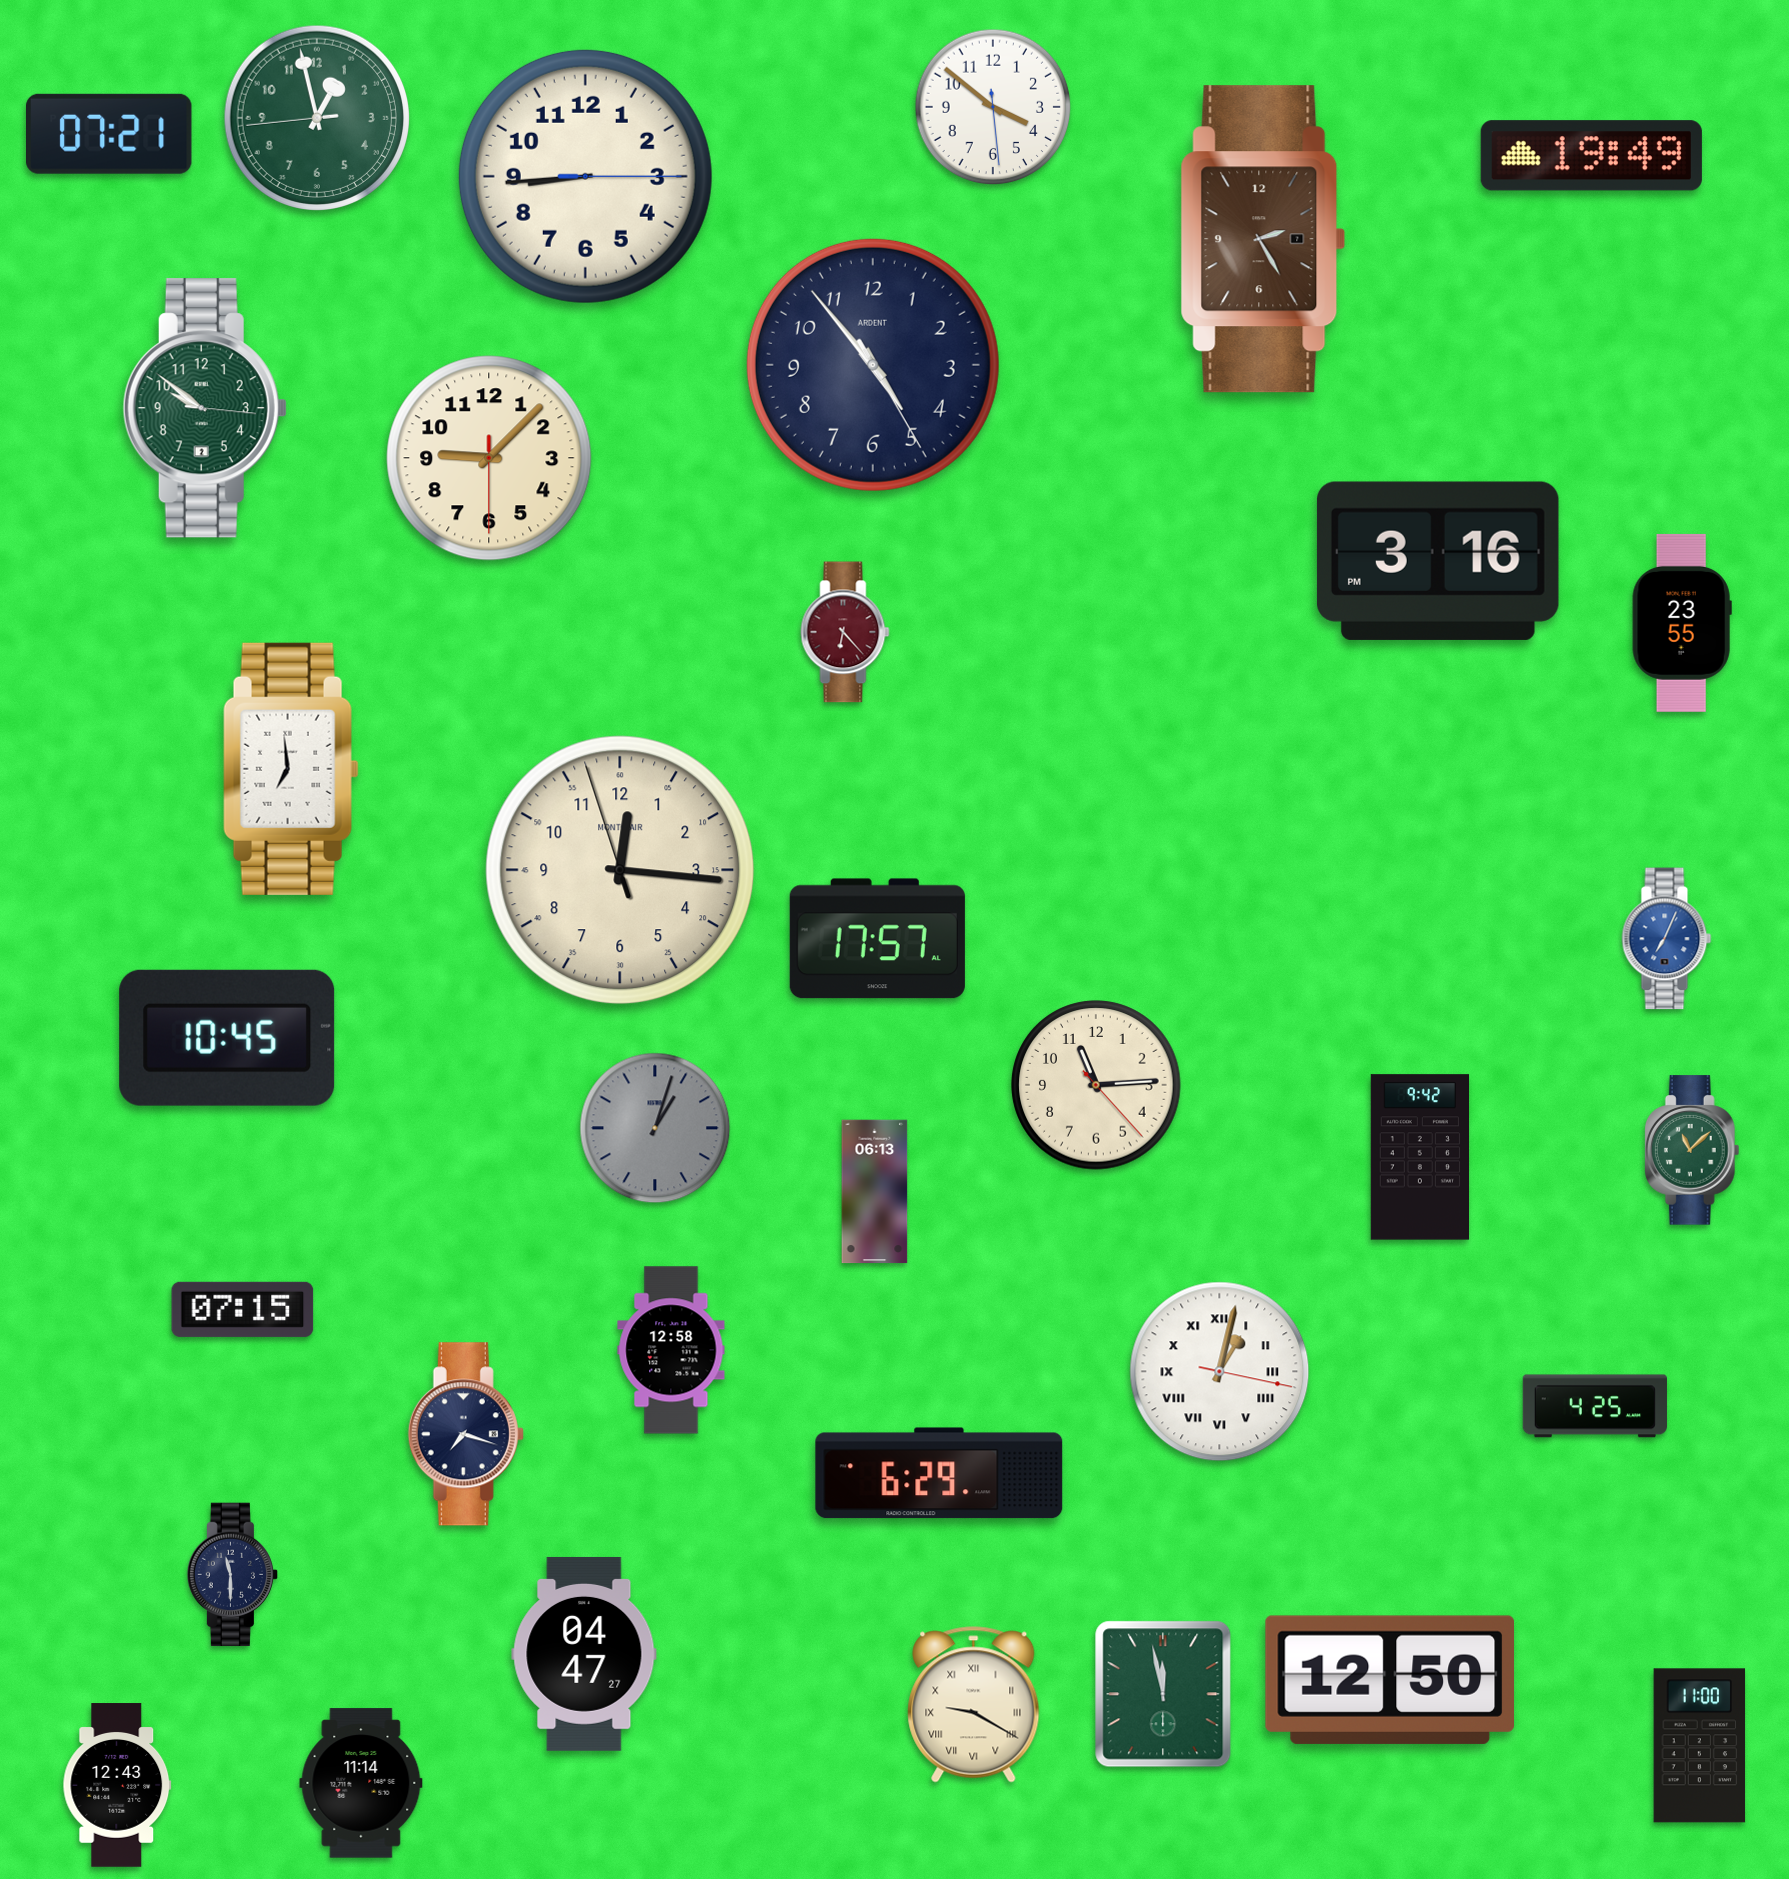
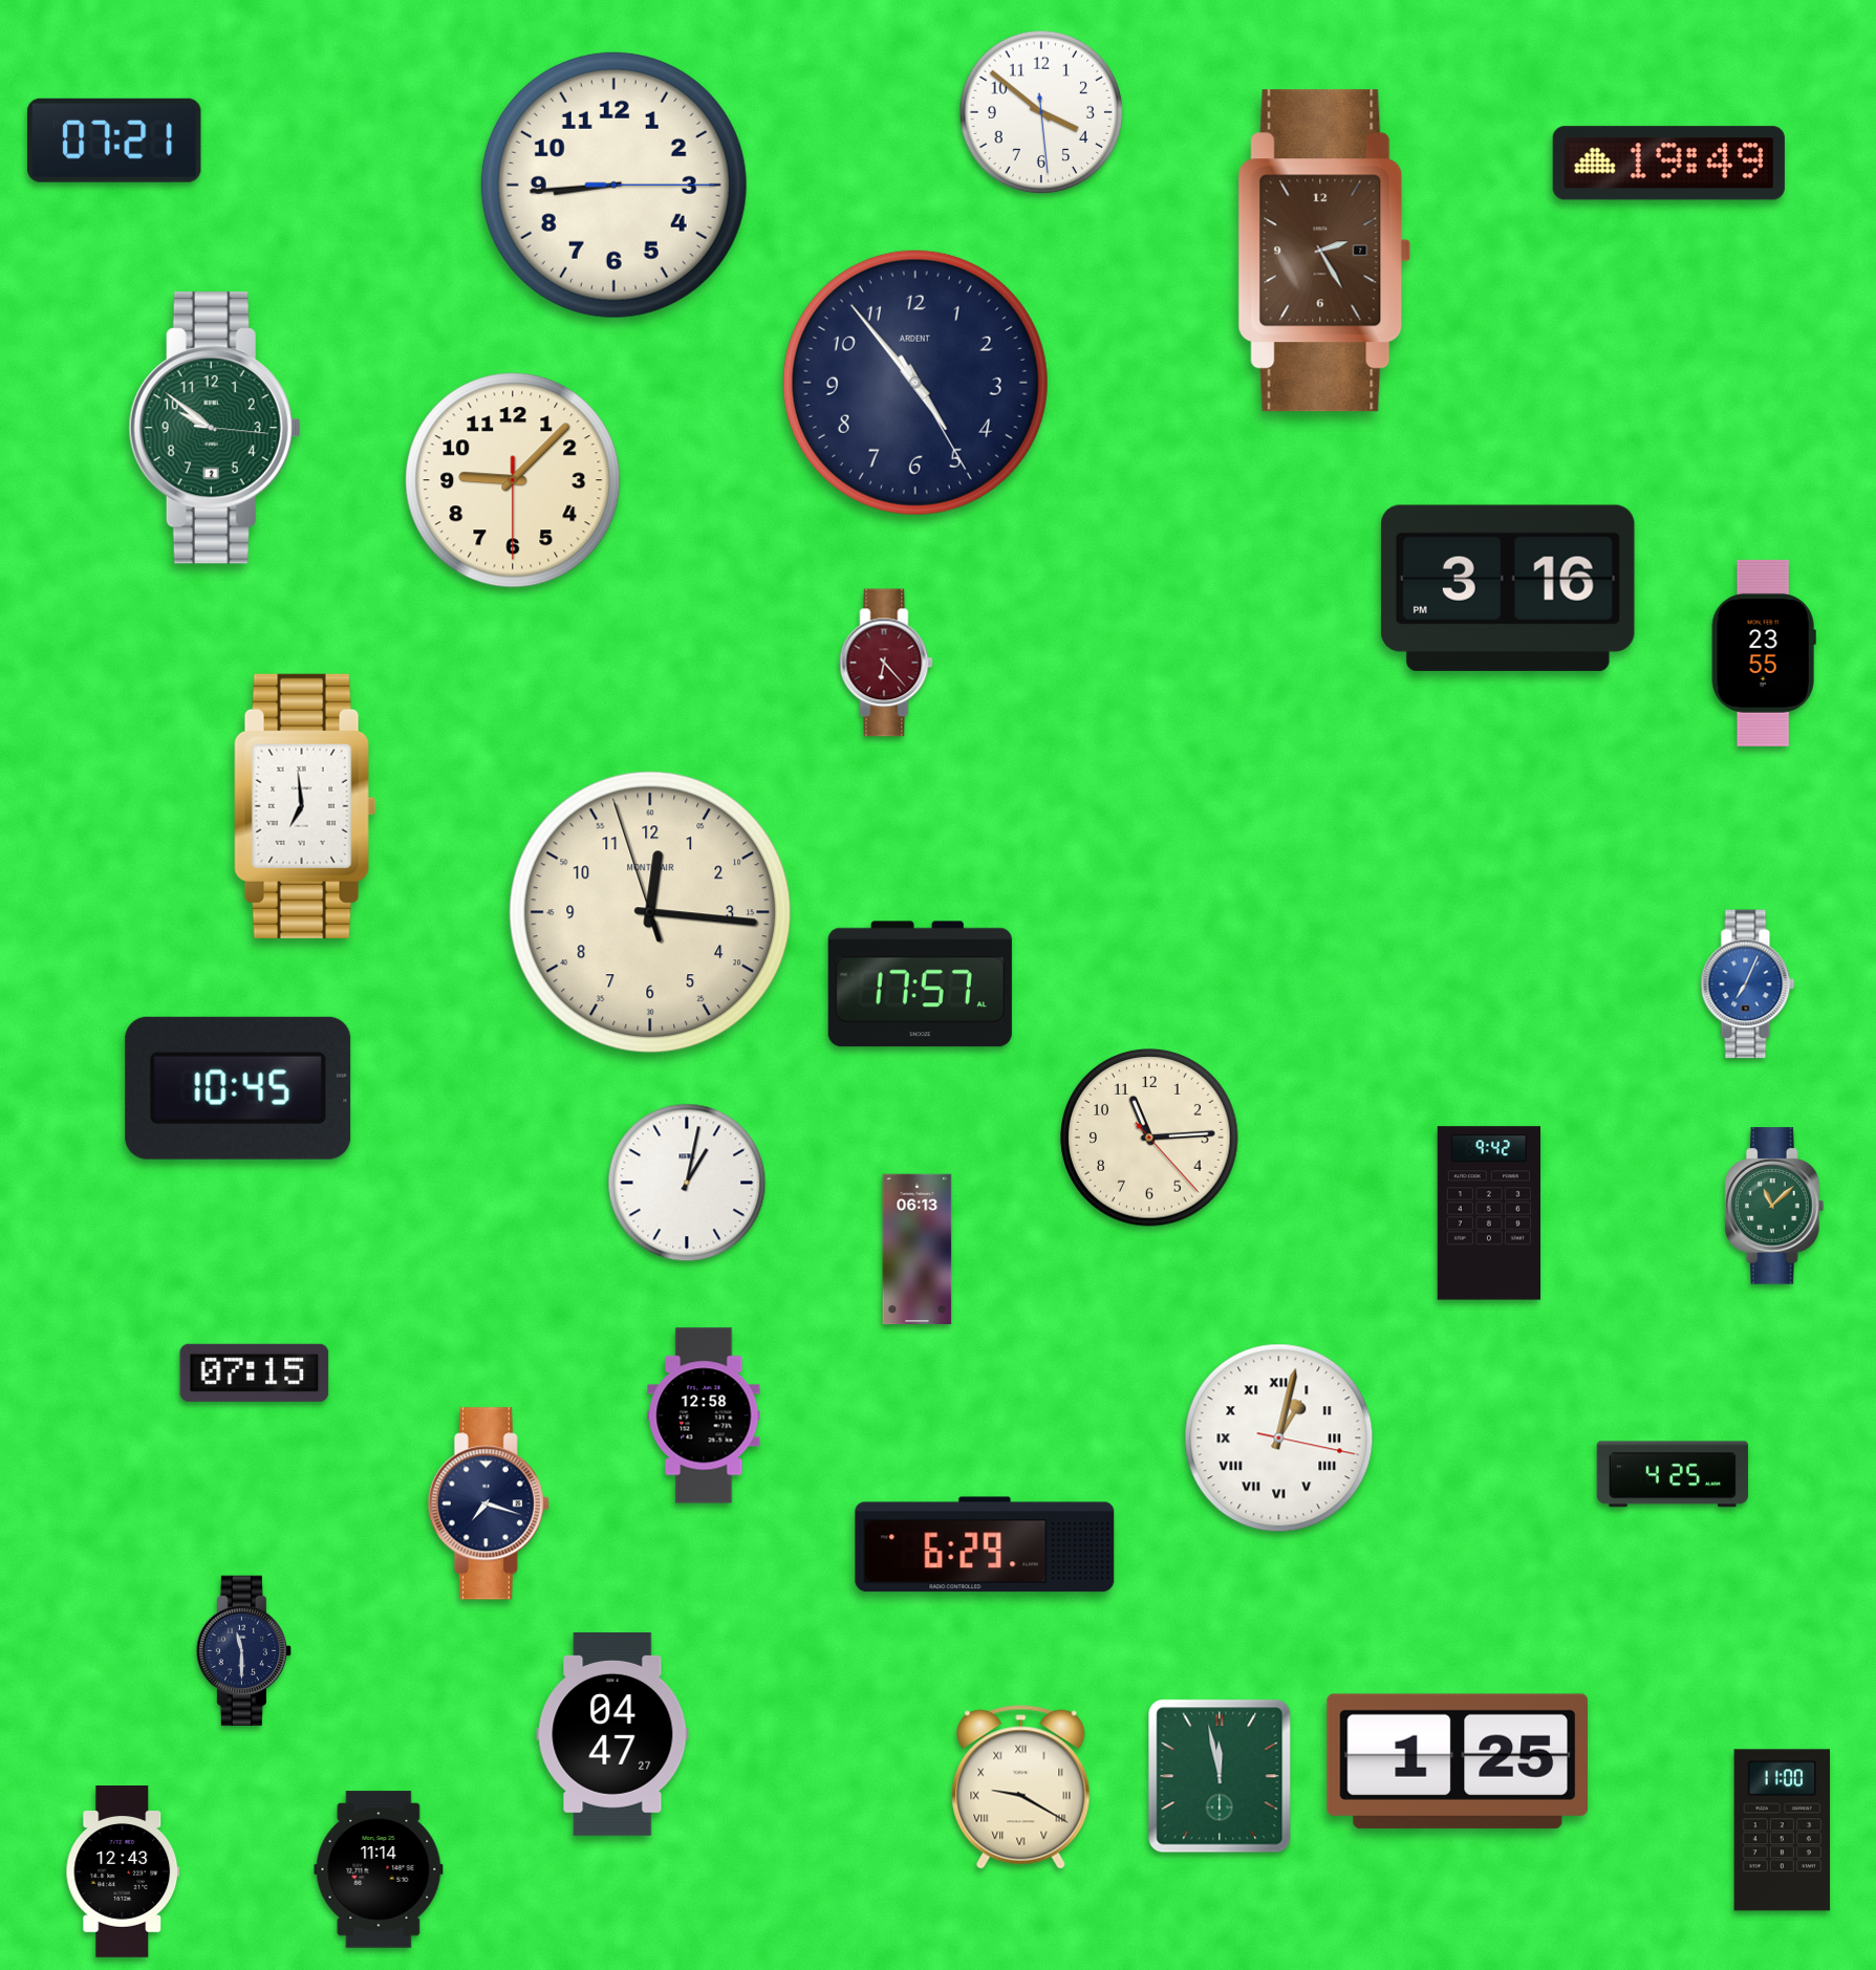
clock at (316, 117): 12:57 -> none
clock at (655, 1128): 1:03 -> 1:02
clock at (655, 1128) dial: grey -> white
clock at (1389, 1680): 12:50 -> 1:25
